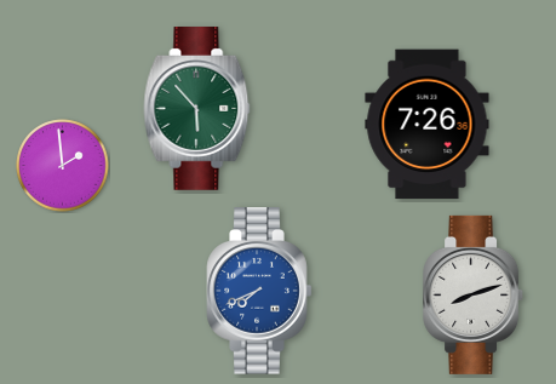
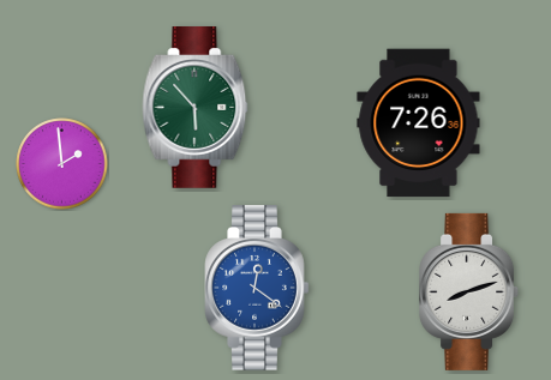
clock at (428, 125) position: (428, 125) -> (419, 123)
clock at (259, 291): 7:41 -> 12:21
